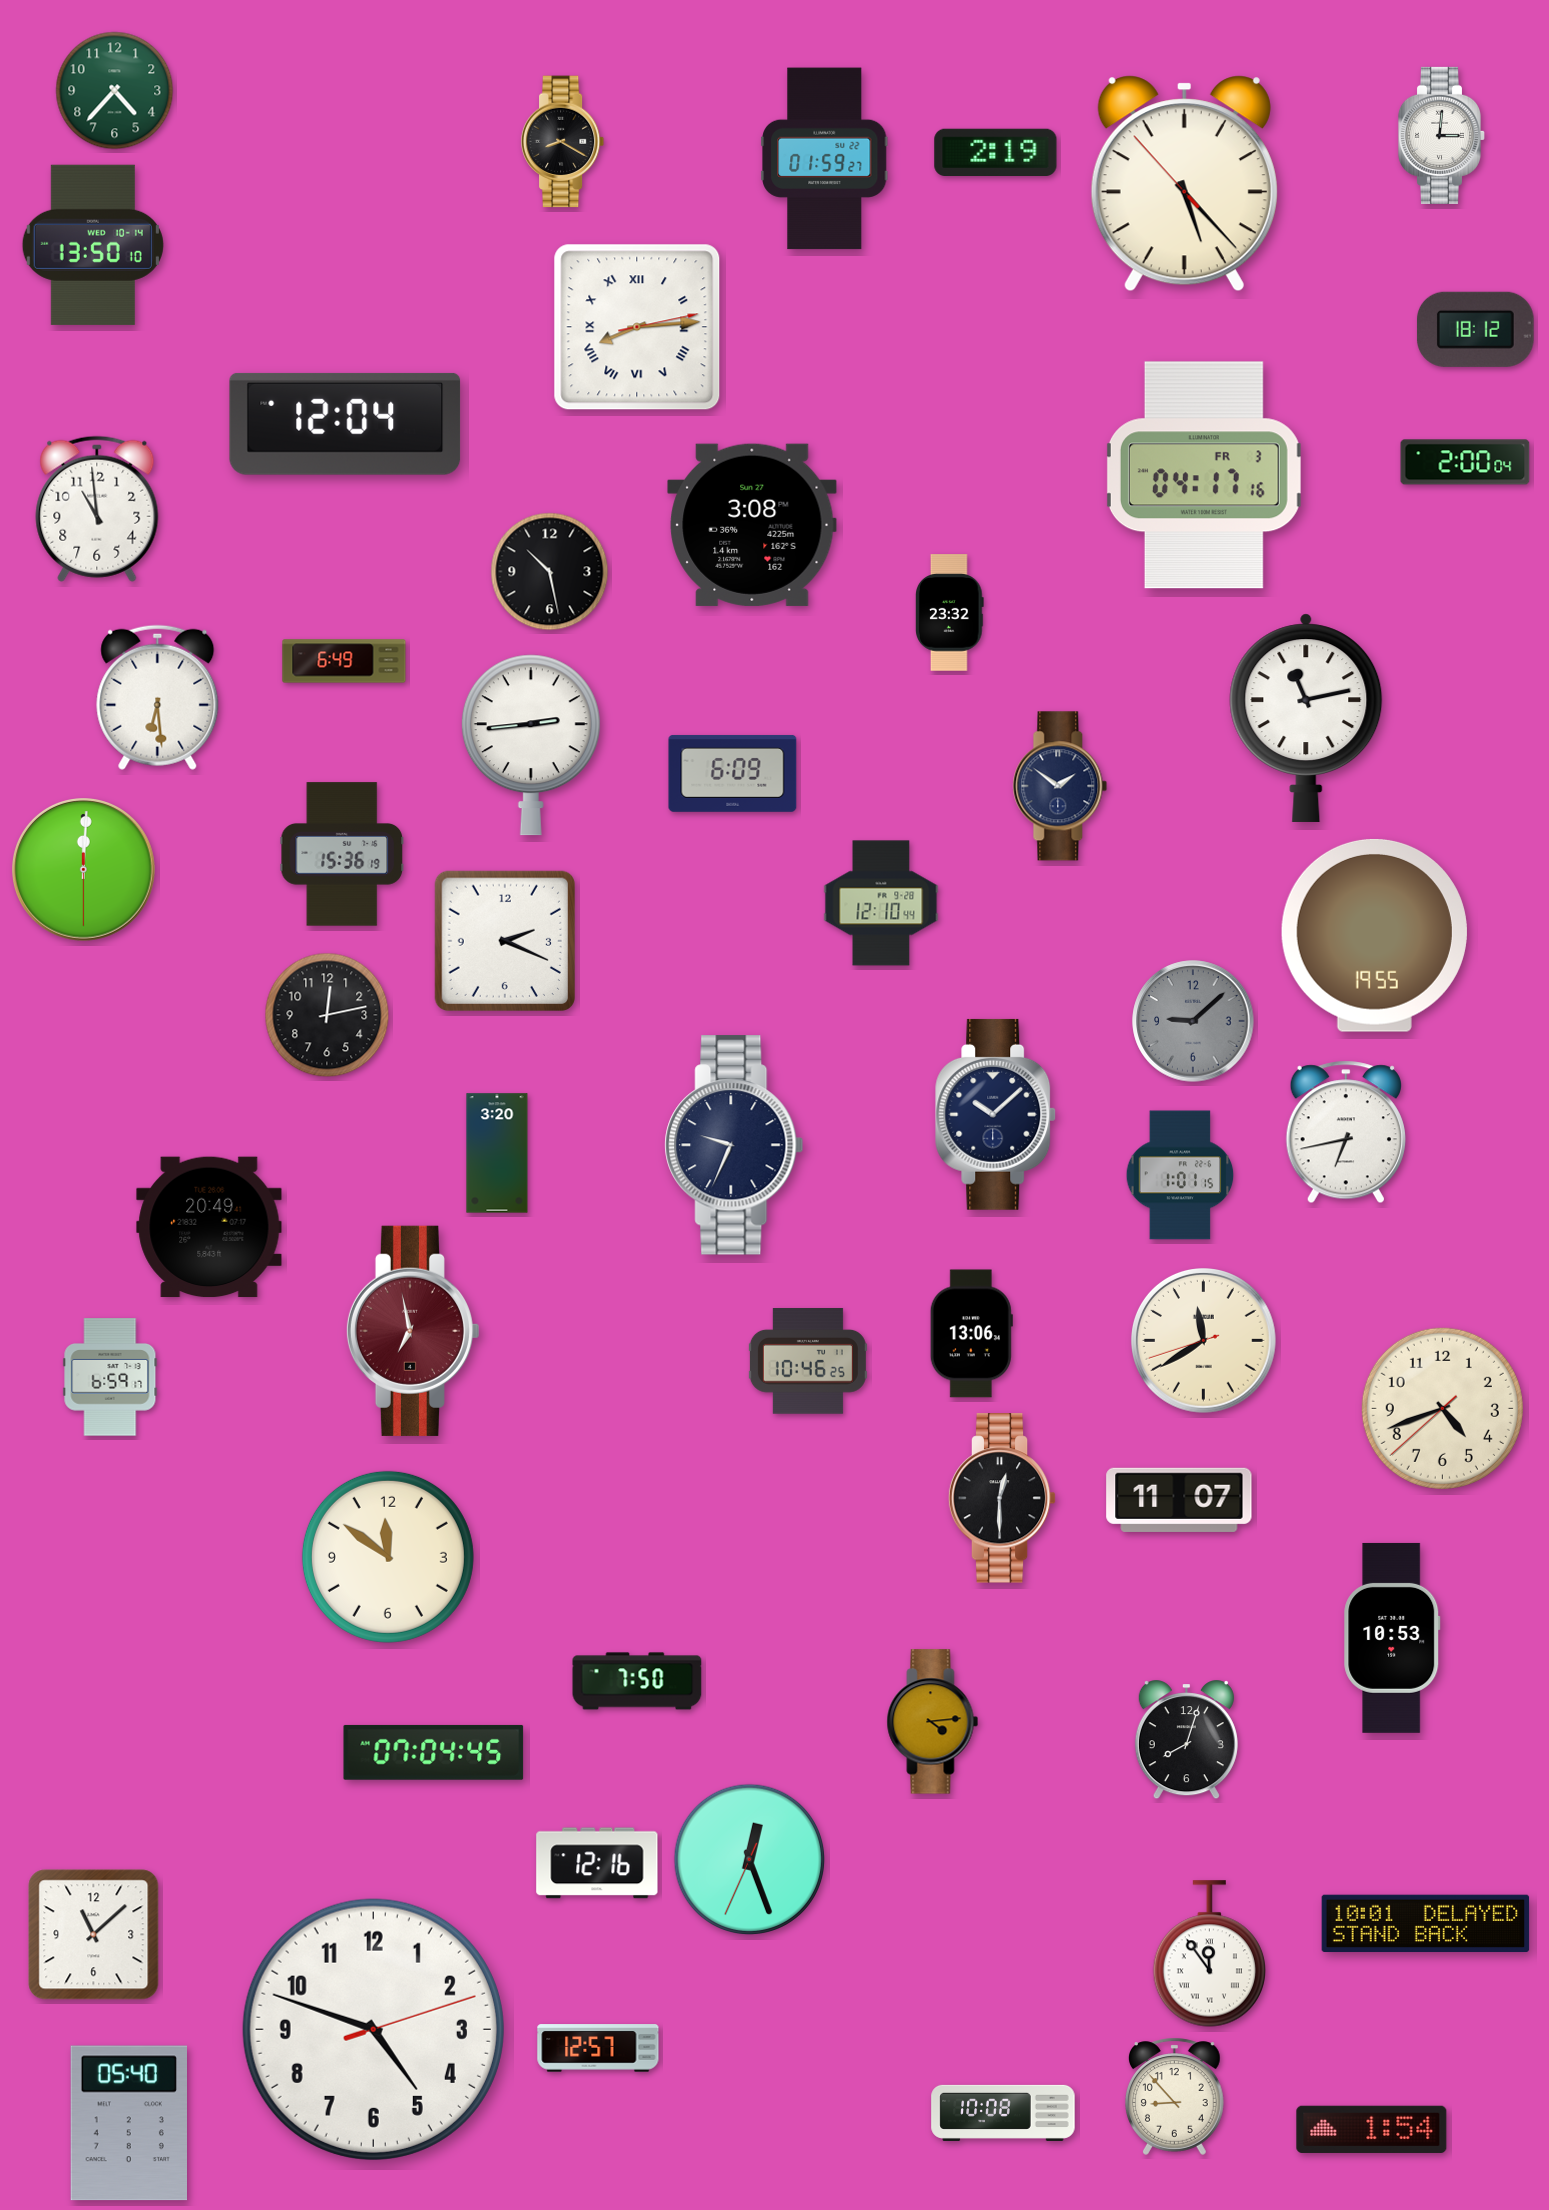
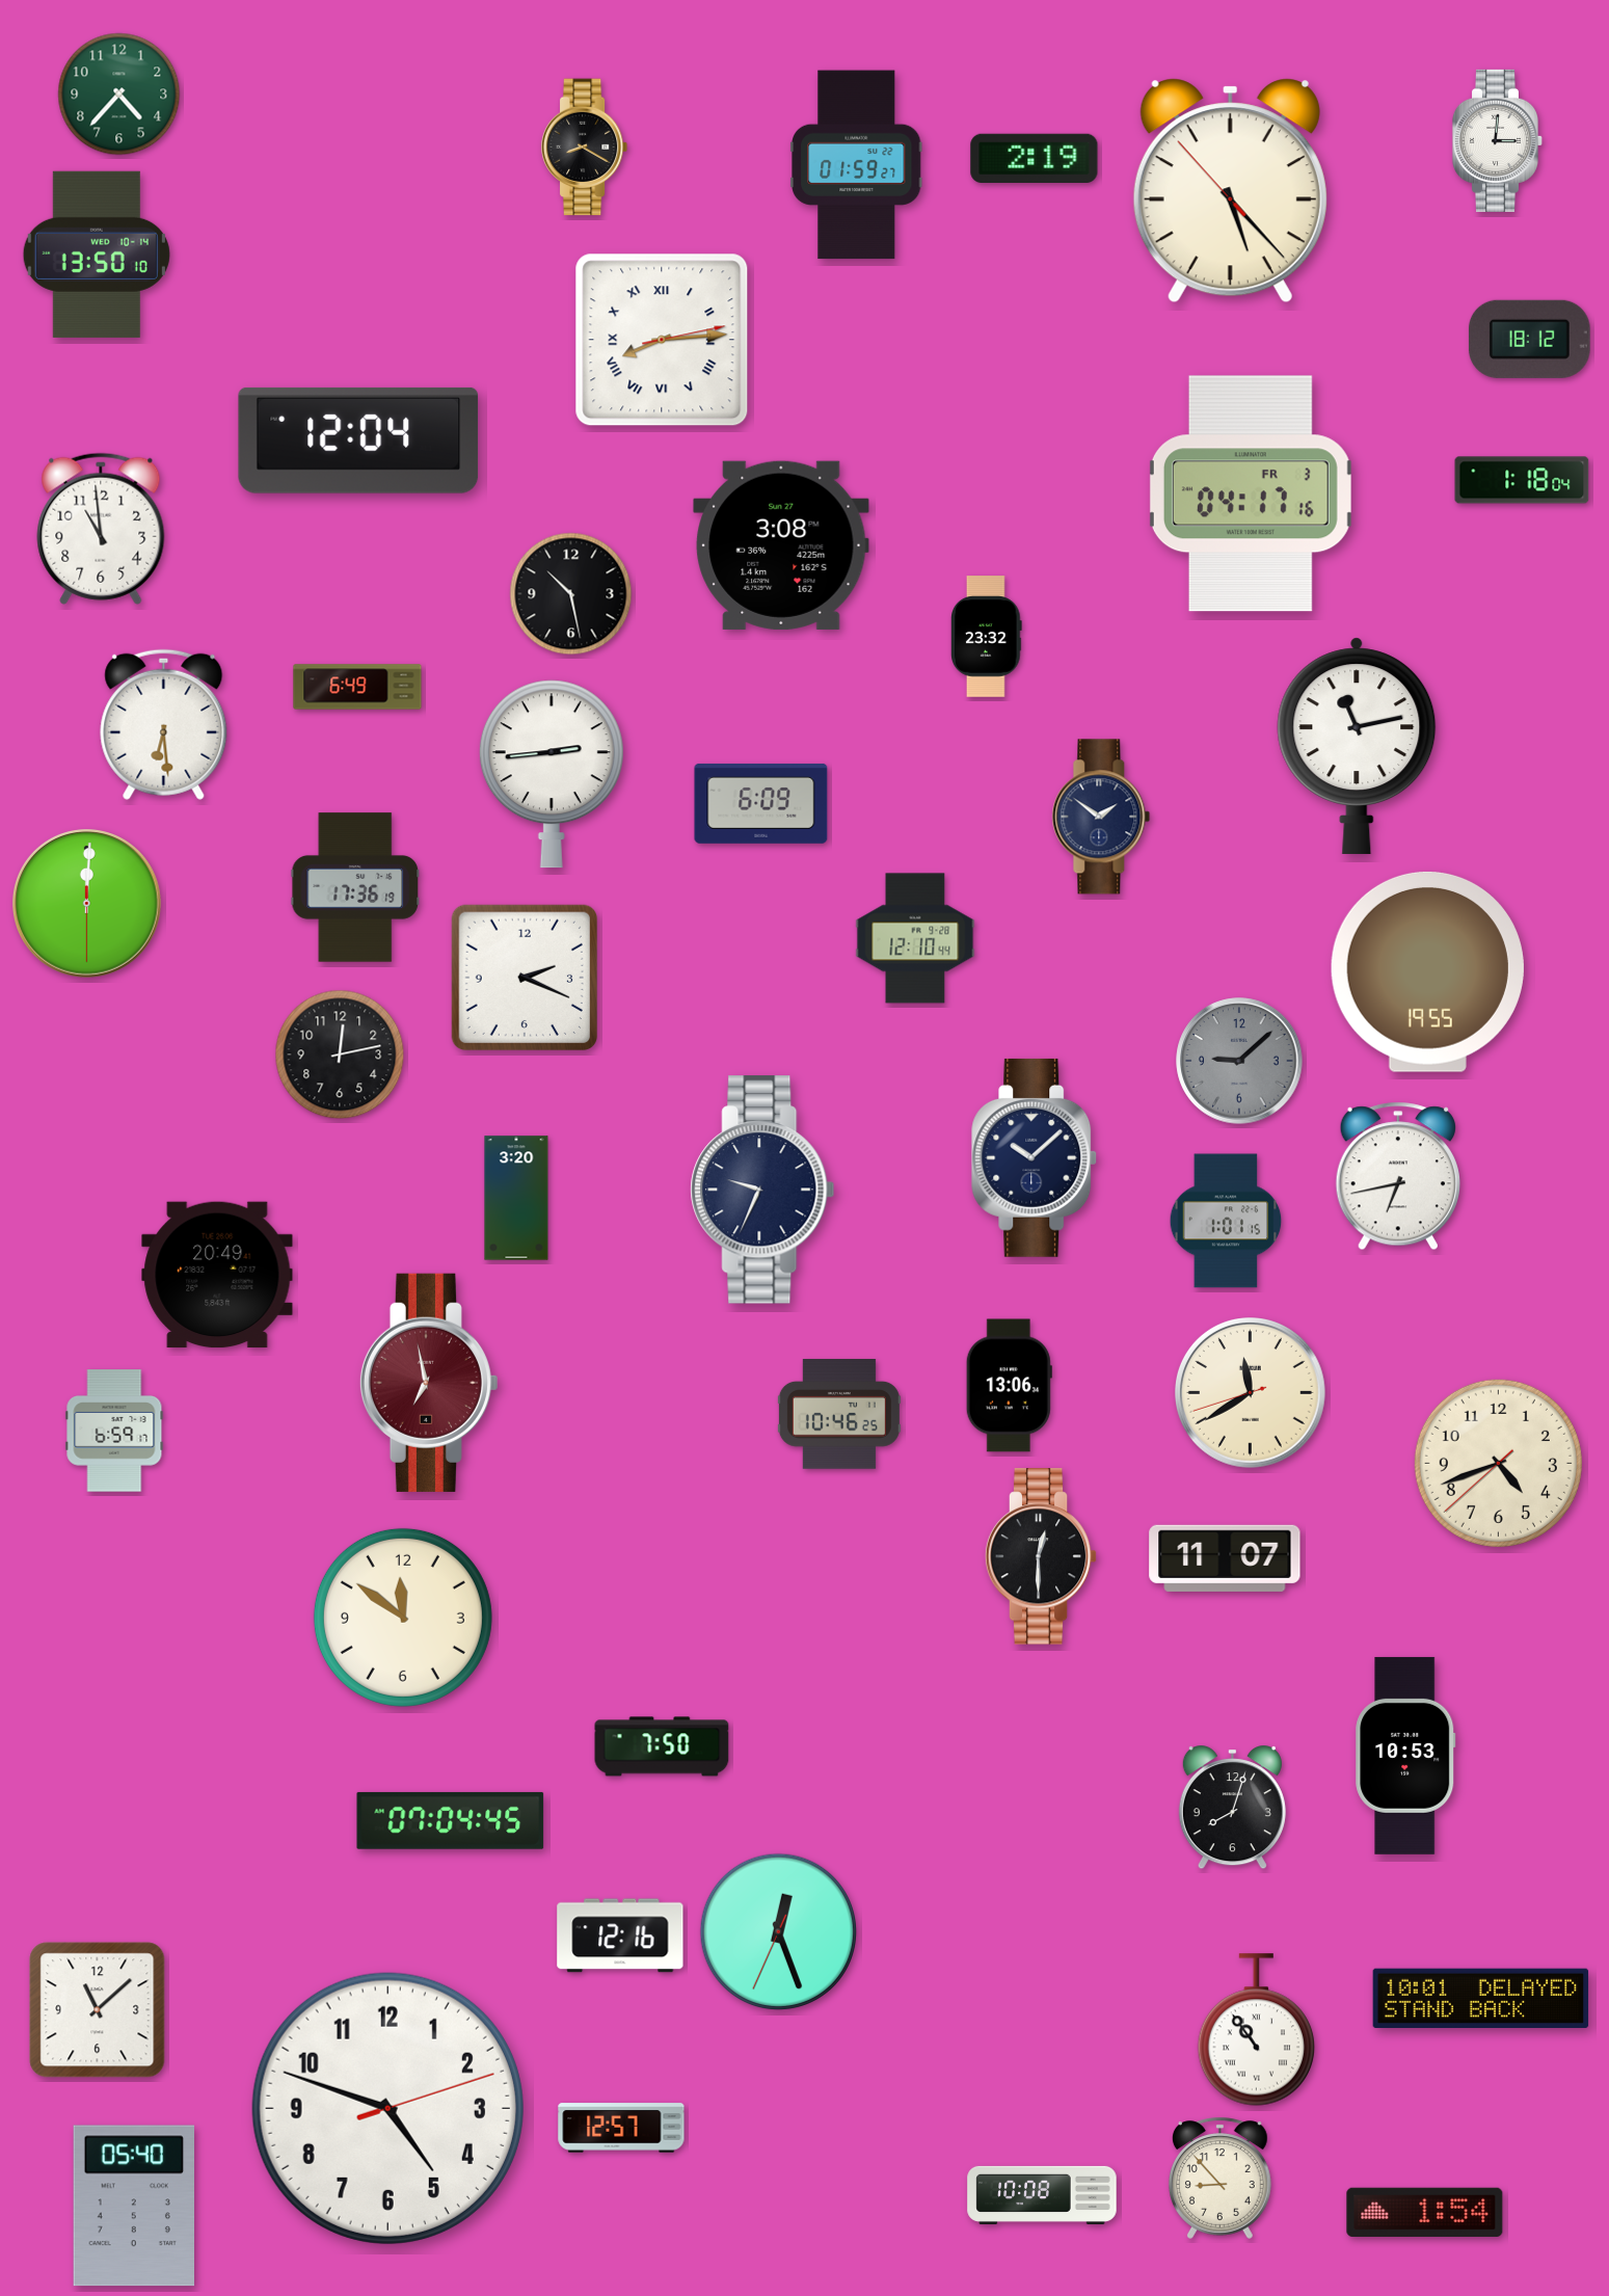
clock at (1475, 329) position: (1475, 329) -> (1529, 339)
clock at (1465, 462): 2:00 -> 1:18
clock at (342, 854): 15:36 -> 17:36
clock at (1392, 1638) position: (1392, 1638) -> (1405, 1756)
clock at (933, 1722): 4:14 -> none
clock at (1209, 1954): 11:54 -> 10:54
